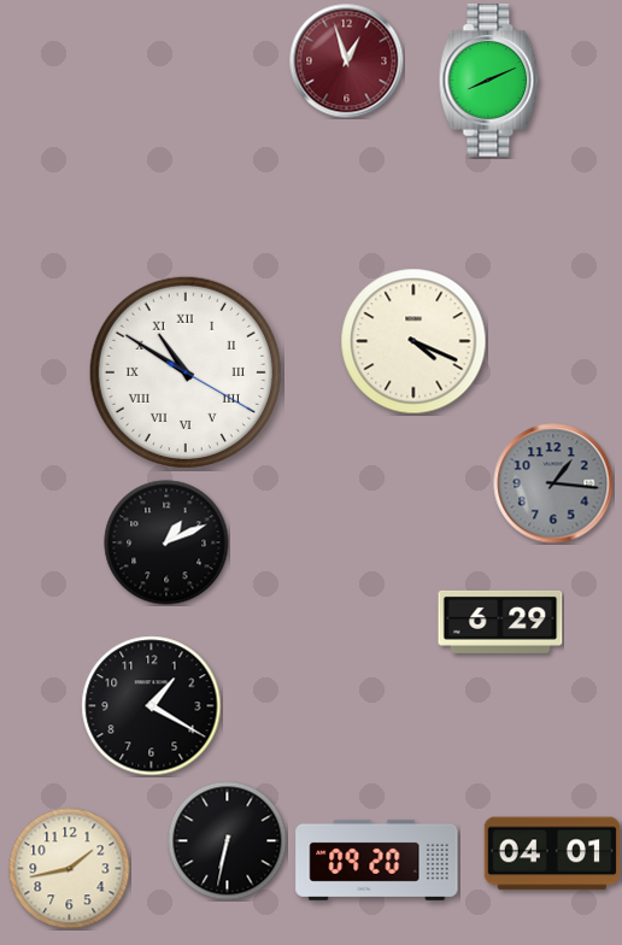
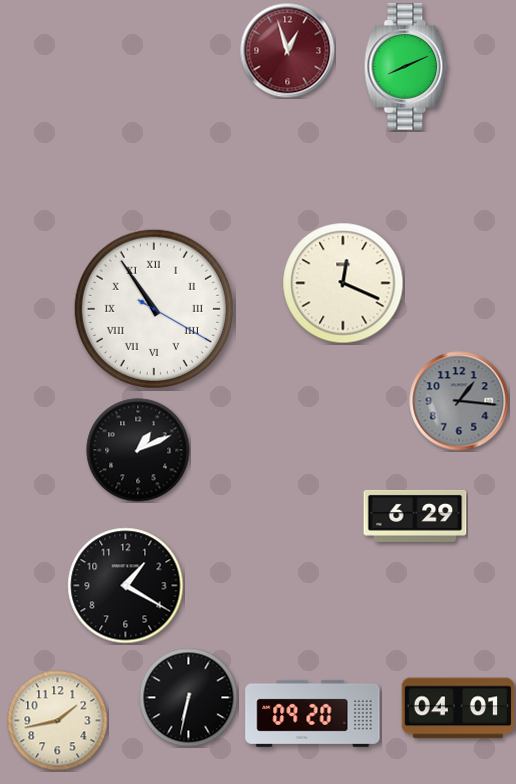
clock at (413, 341): 4:19 -> 12:19
clock at (186, 372): 10:50 -> 10:54
